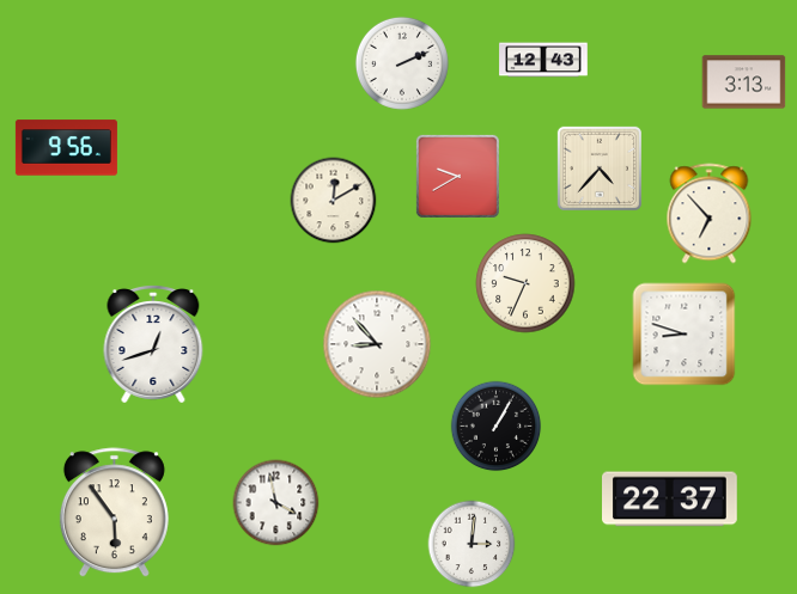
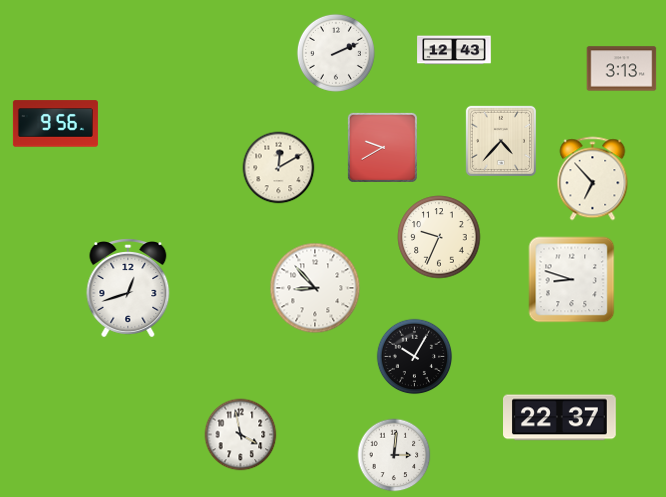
clock at (497, 427): 1:05 -> 10:05
clock at (276, 503) position: (276, 503) -> (241, 435)
clock at (114, 513): 5:54 -> none
